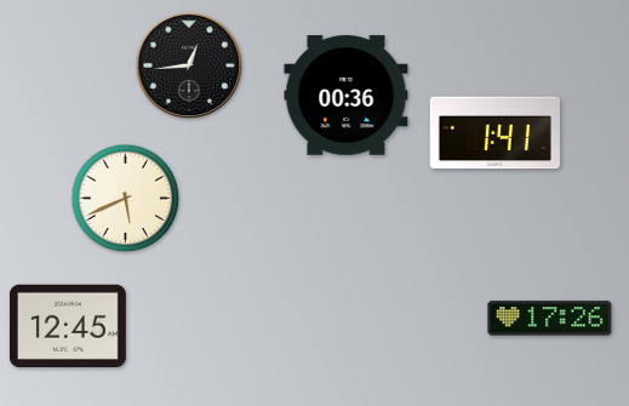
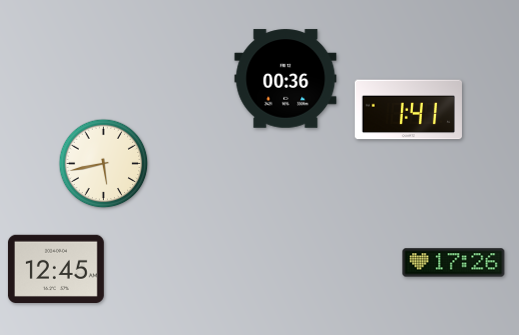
clock at (189, 65): 12:44 -> none
clock at (126, 199): 5:41 -> 5:43
